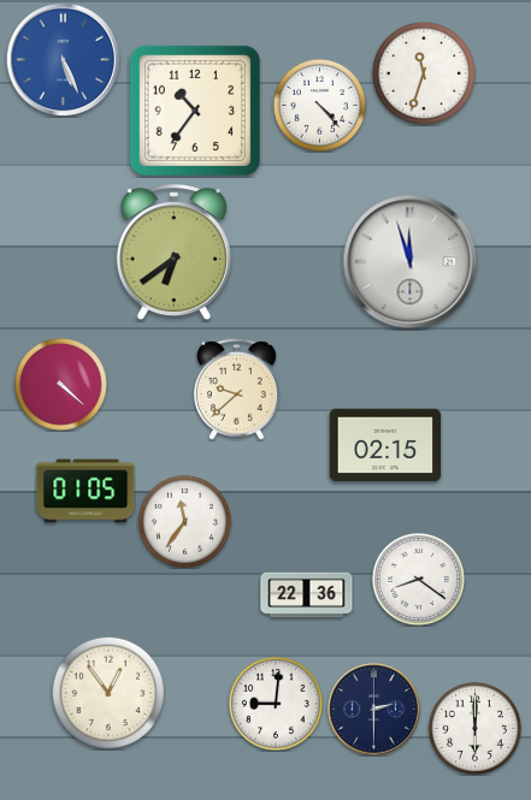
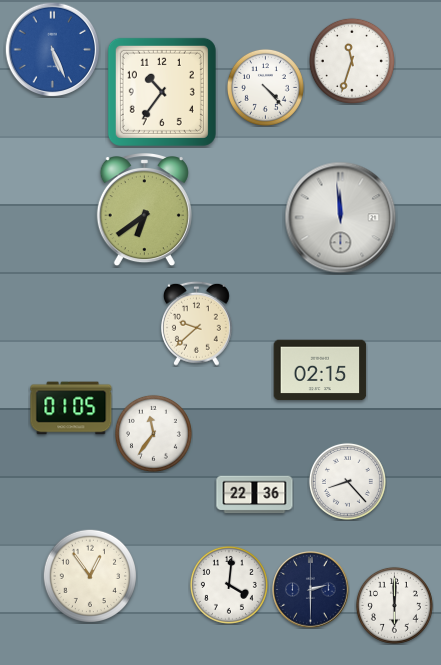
clock at (411, 262): 11:57 -> 11:59
clock at (60, 384): 4:22 -> none
clock at (418, 579): 8:21 -> 8:23
clock at (276, 704): 9:01 -> 4:01
